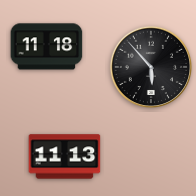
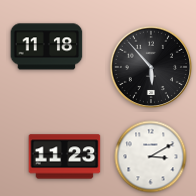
clock at (65, 157): 11:13 -> 11:23
clock at (151, 157): none -> 3:10
